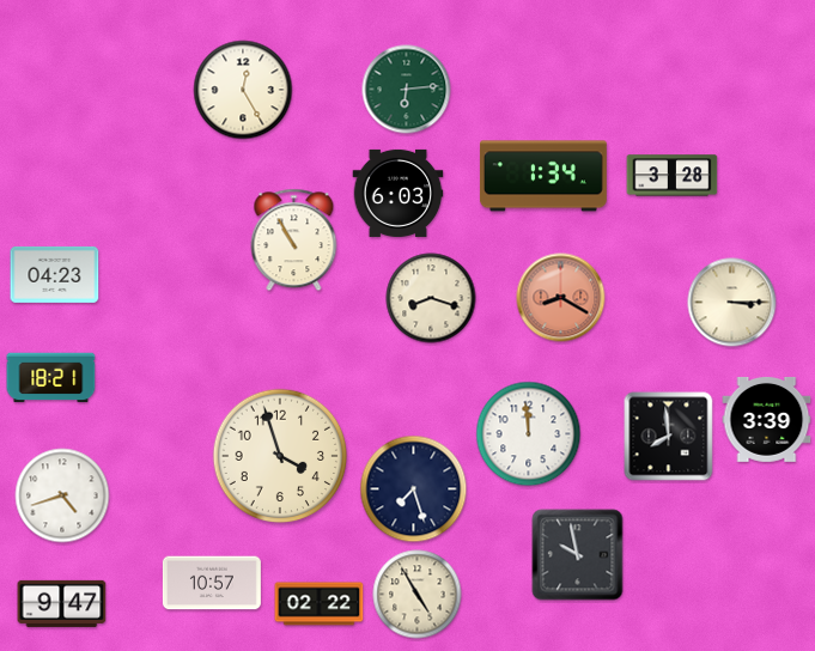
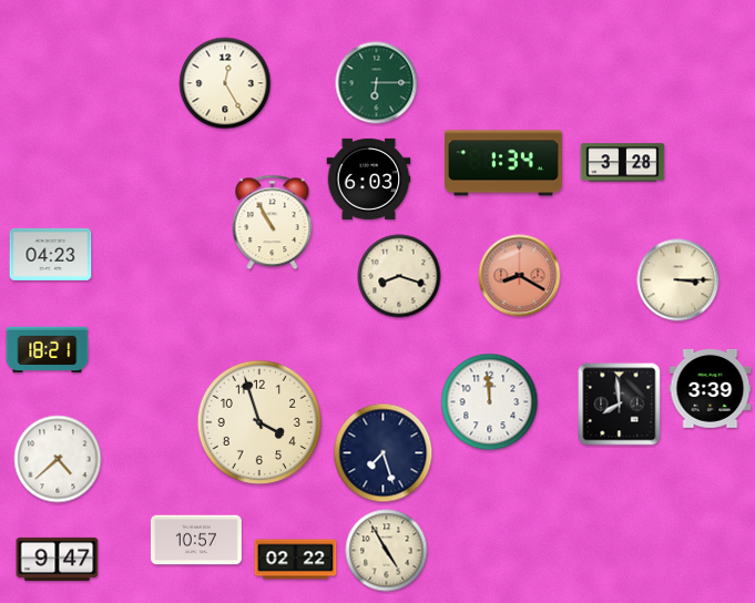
clock at (407, 90): 6:14 -> 6:15
clock at (62, 495): 4:42 -> 4:38
clock at (578, 555): 9:58 -> none
